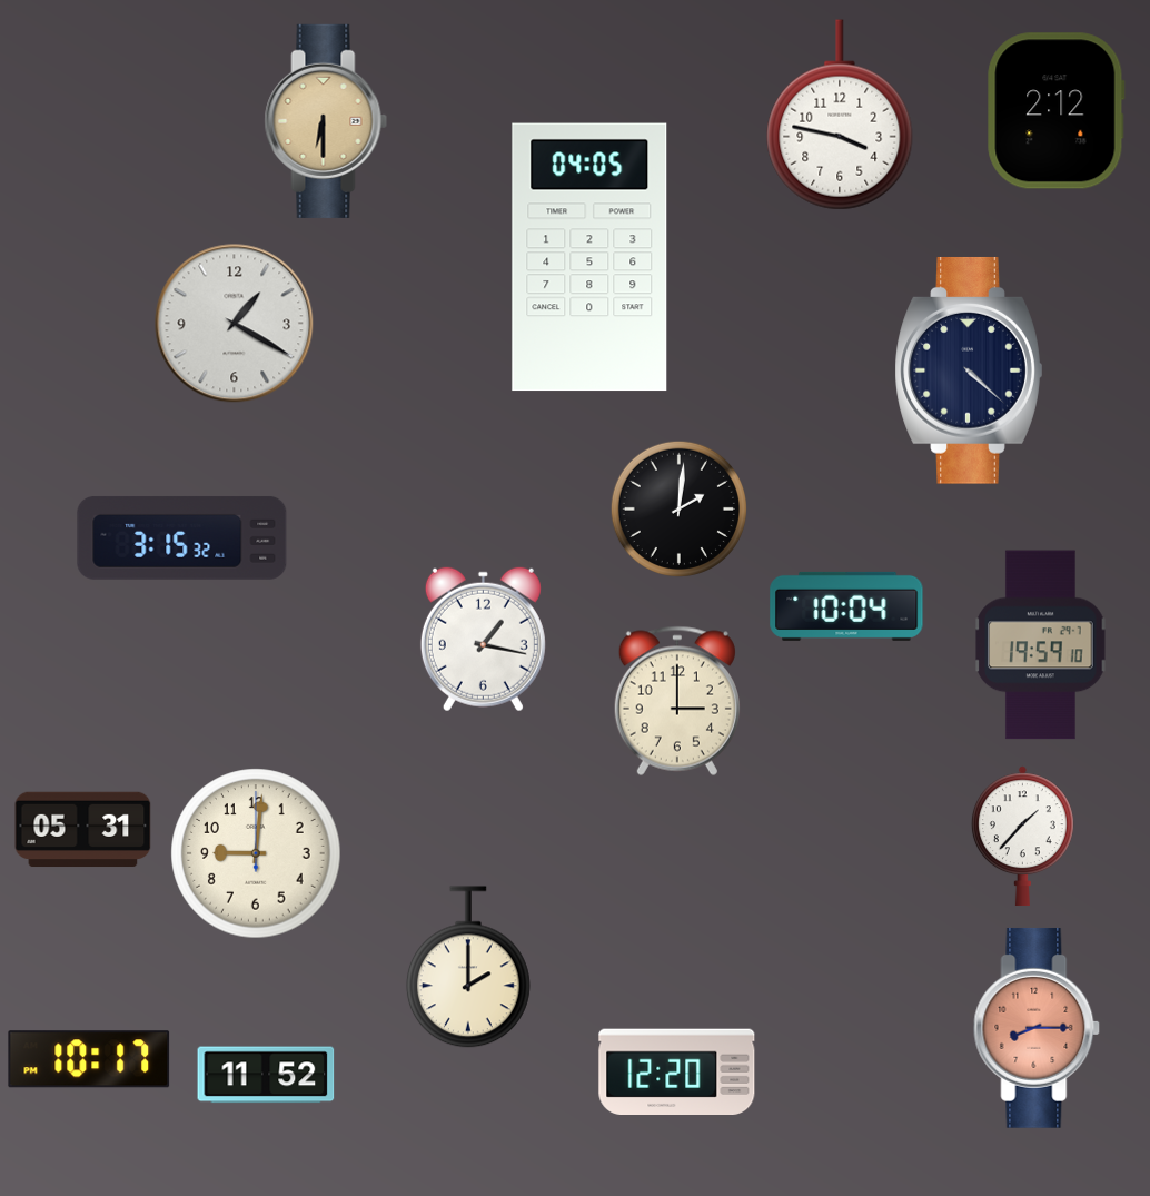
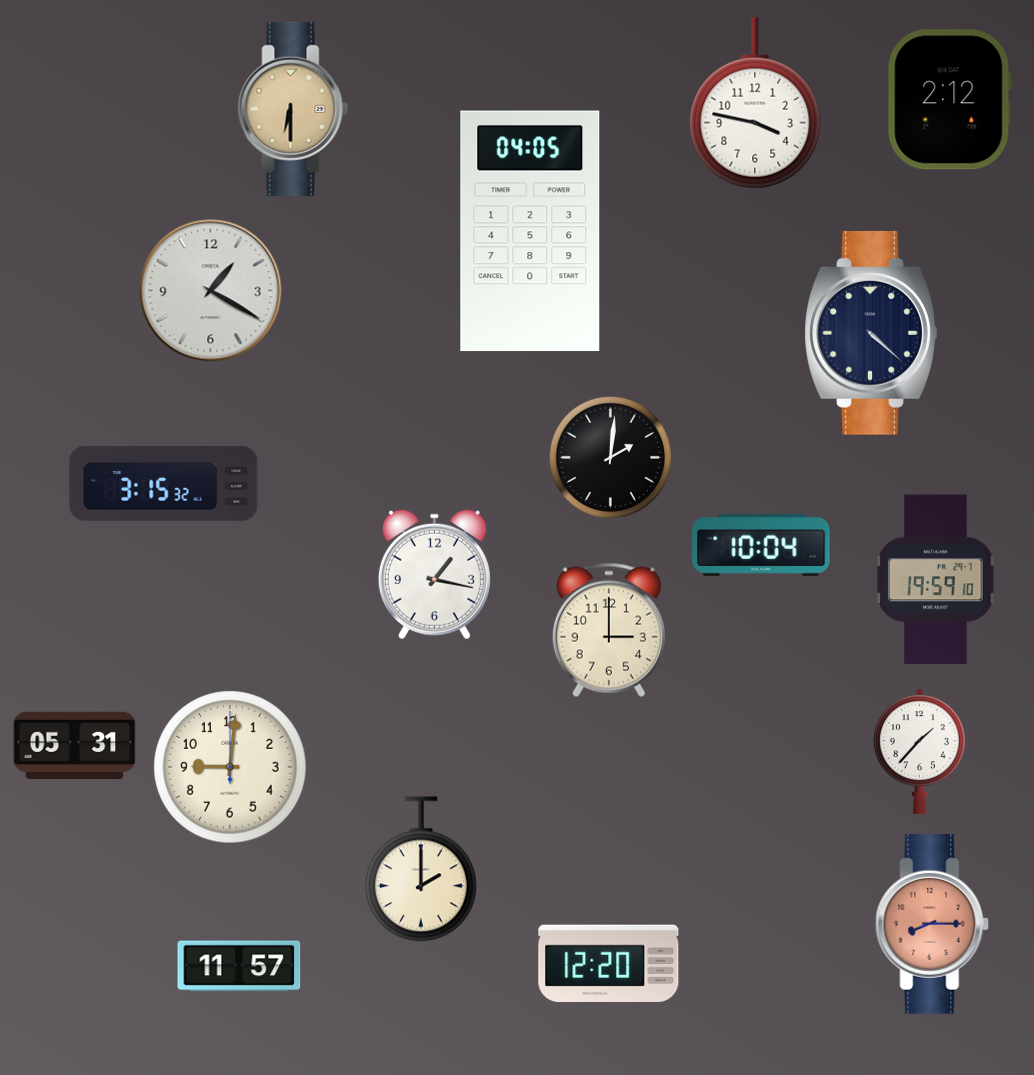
clock at (89, 1059): 10:17 -> none
clock at (266, 1075): 11:52 -> 11:57
